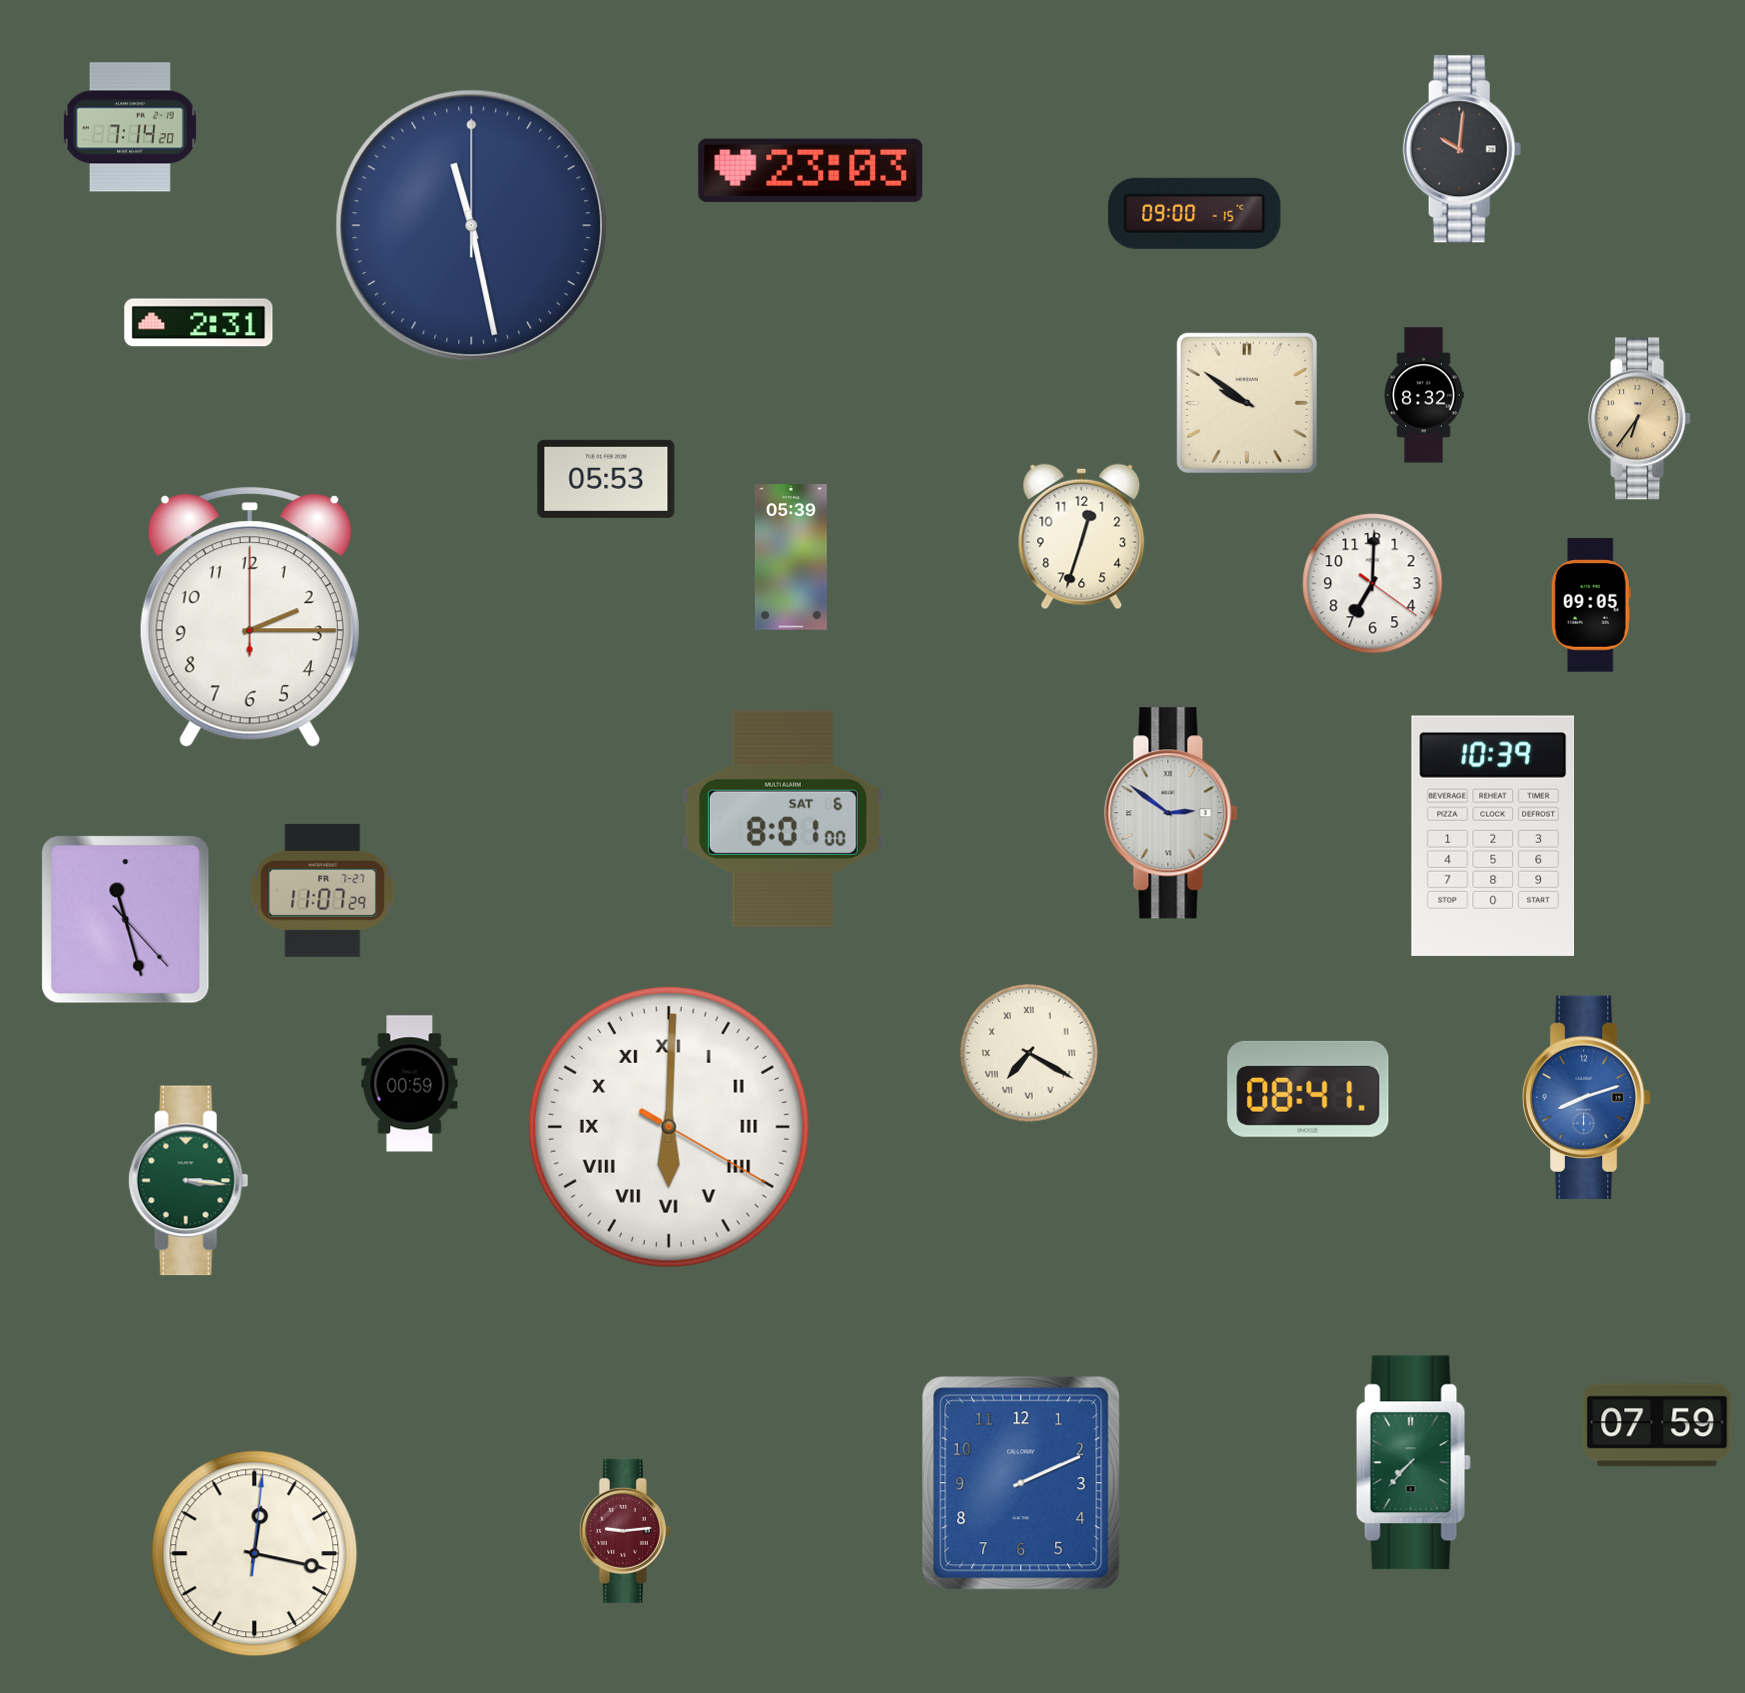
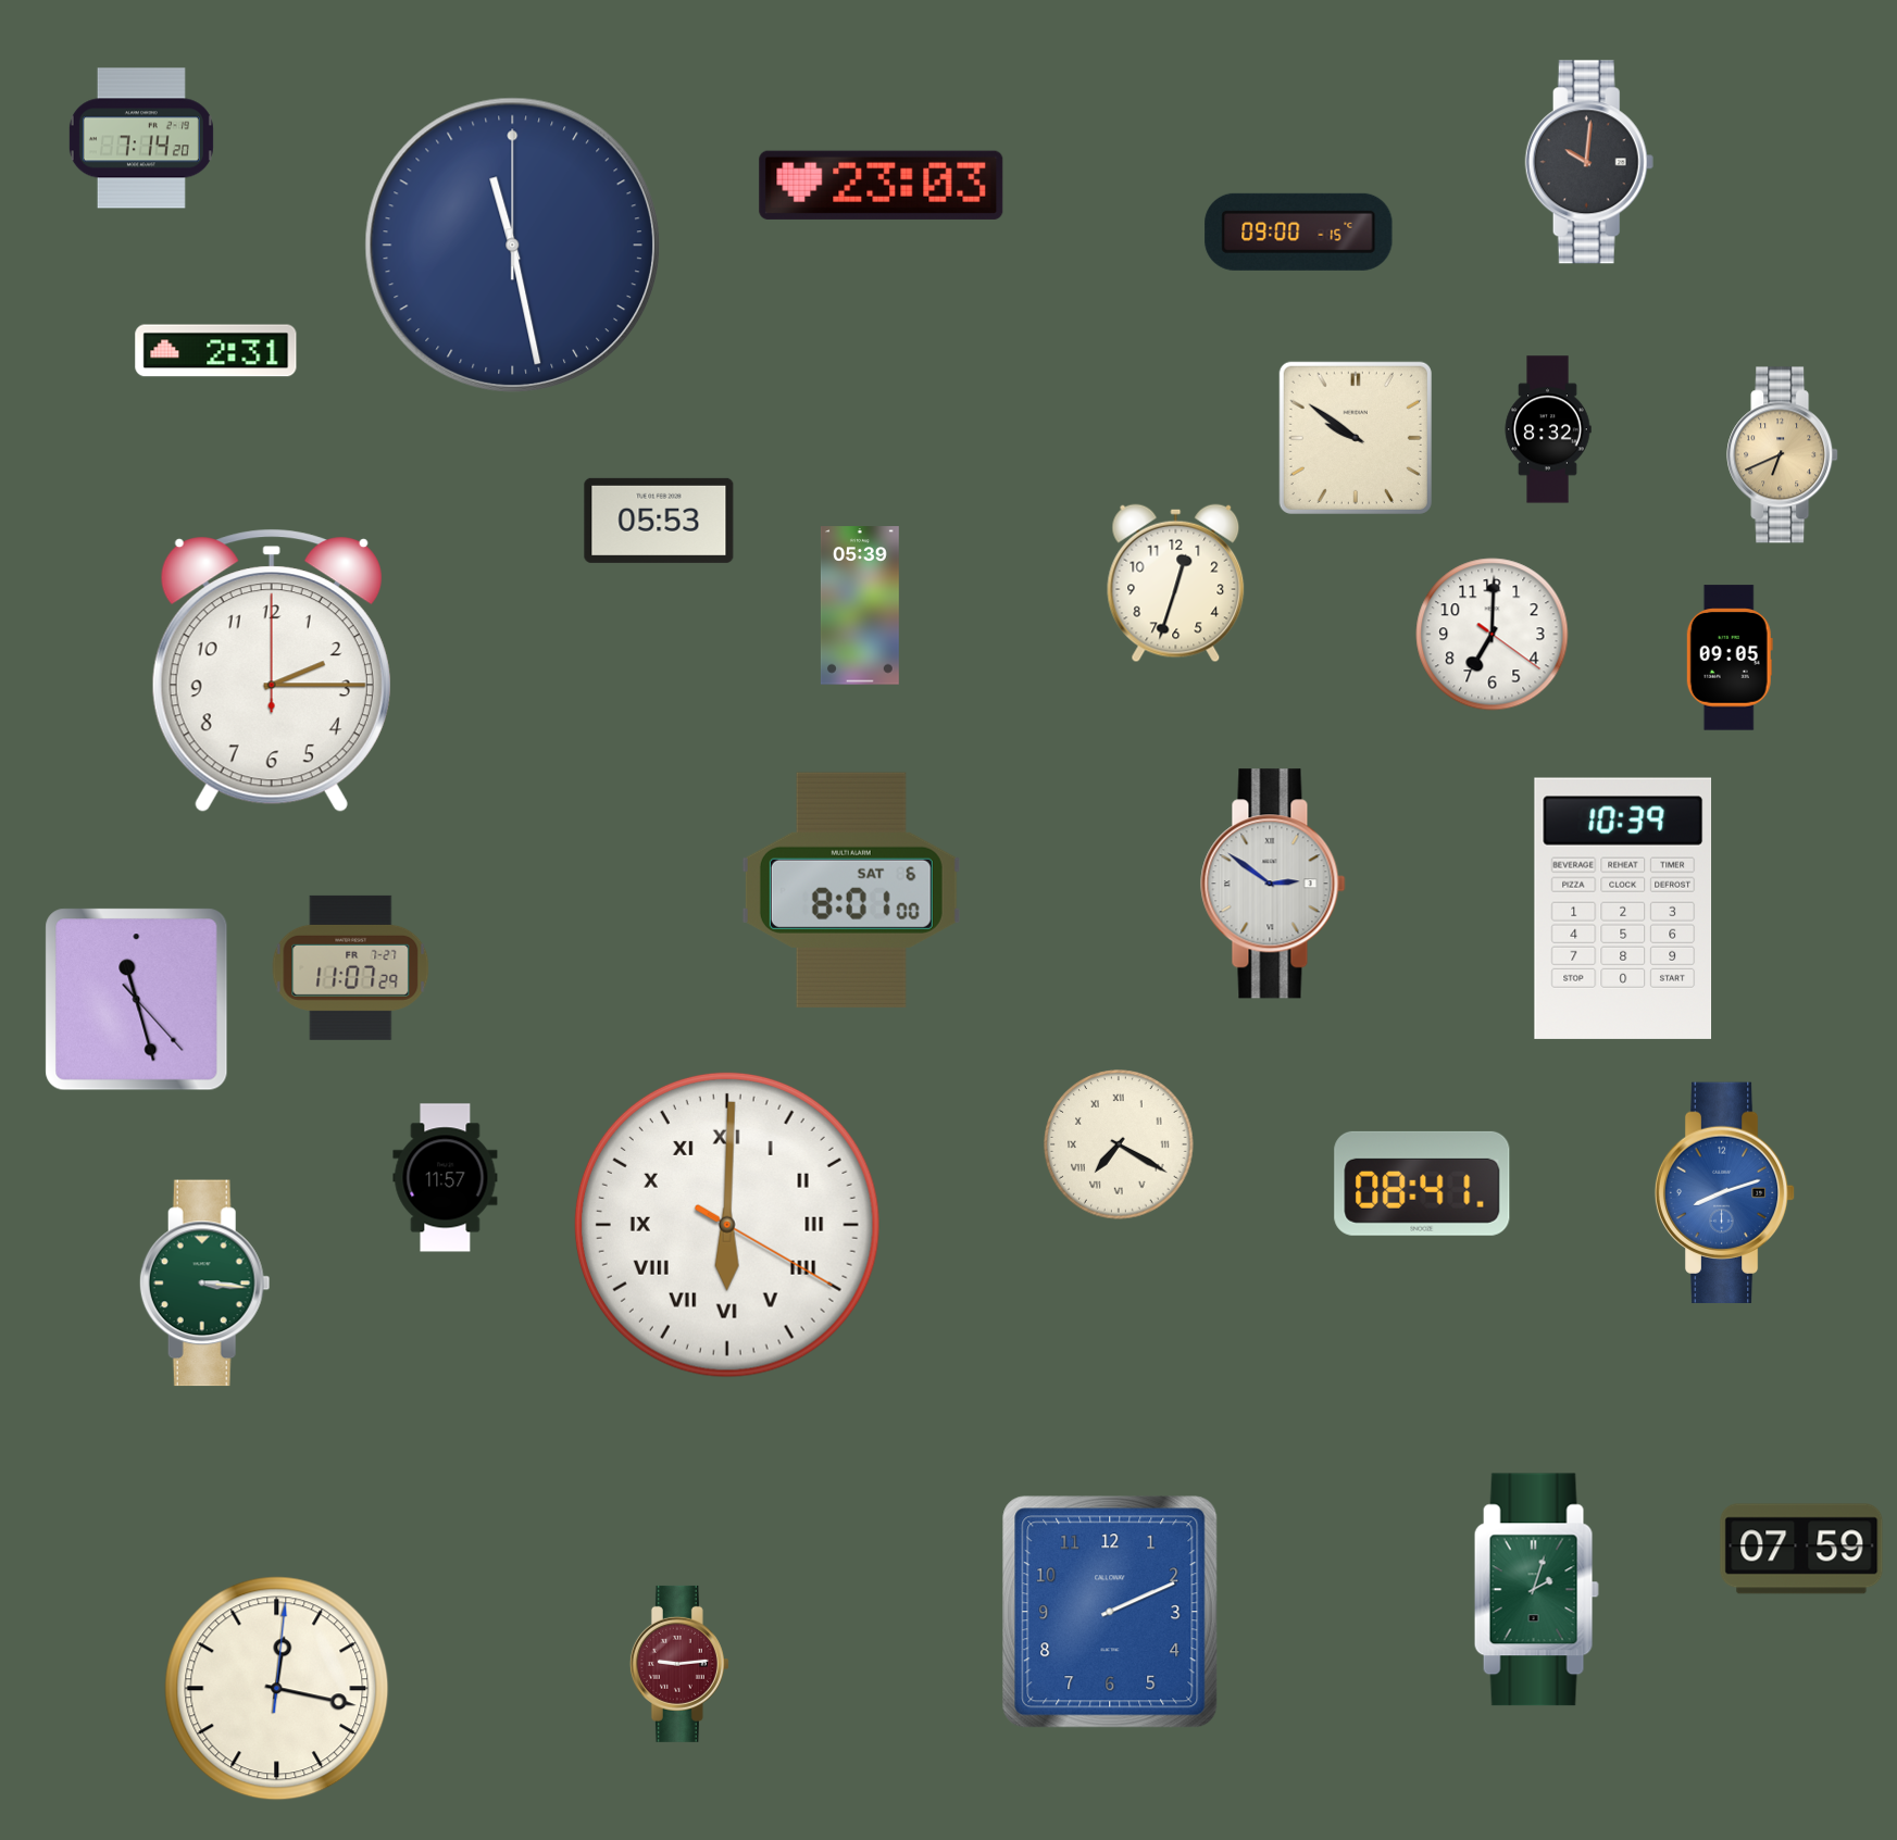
clock at (1640, 419): 6:36 -> 6:41
clock at (410, 1084): 00:59 -> 11:57
clock at (1413, 1463): 7:37 -> 2:03
